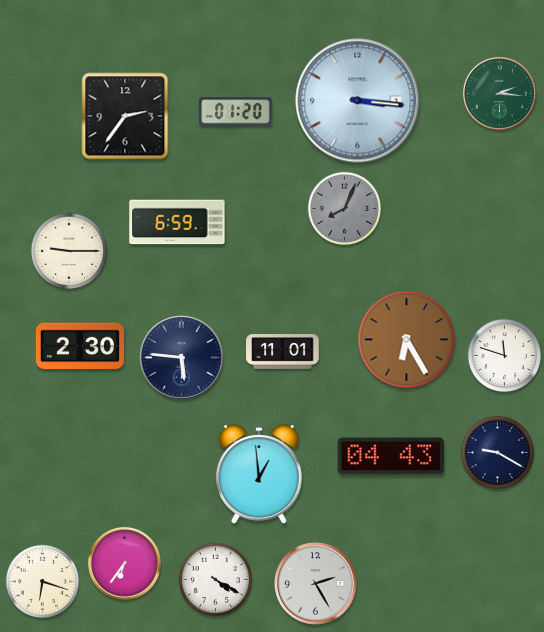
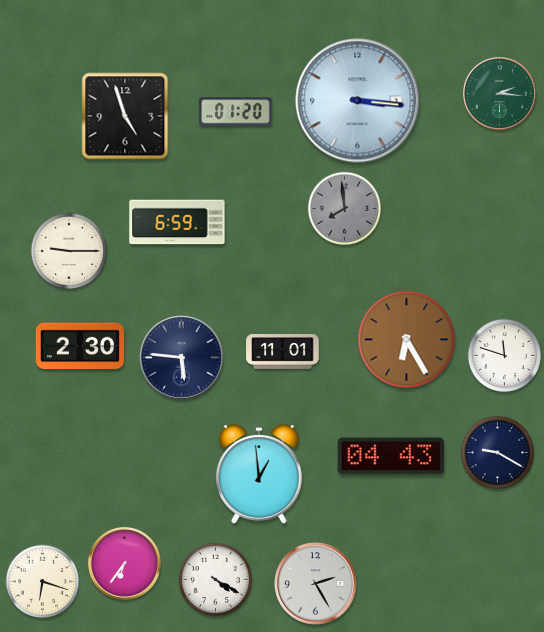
clock at (125, 116): 2:36 -> 4:57
clock at (345, 209): 8:04 -> 7:59
